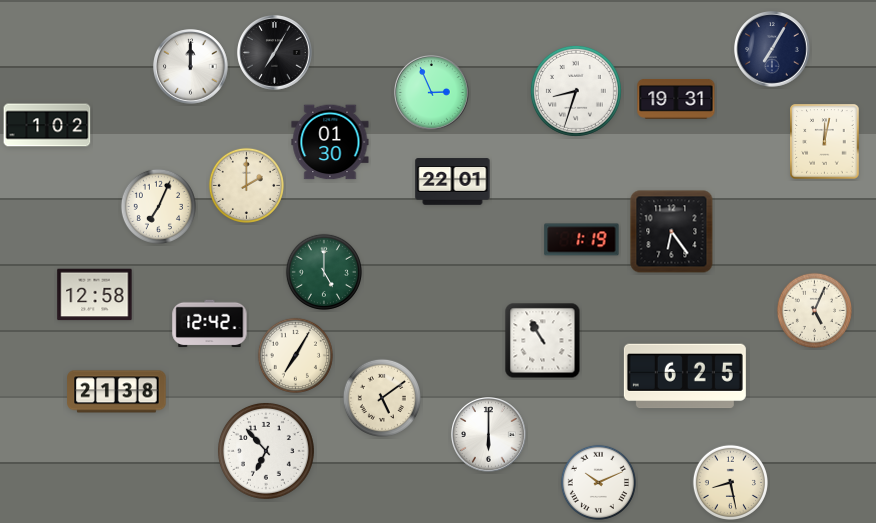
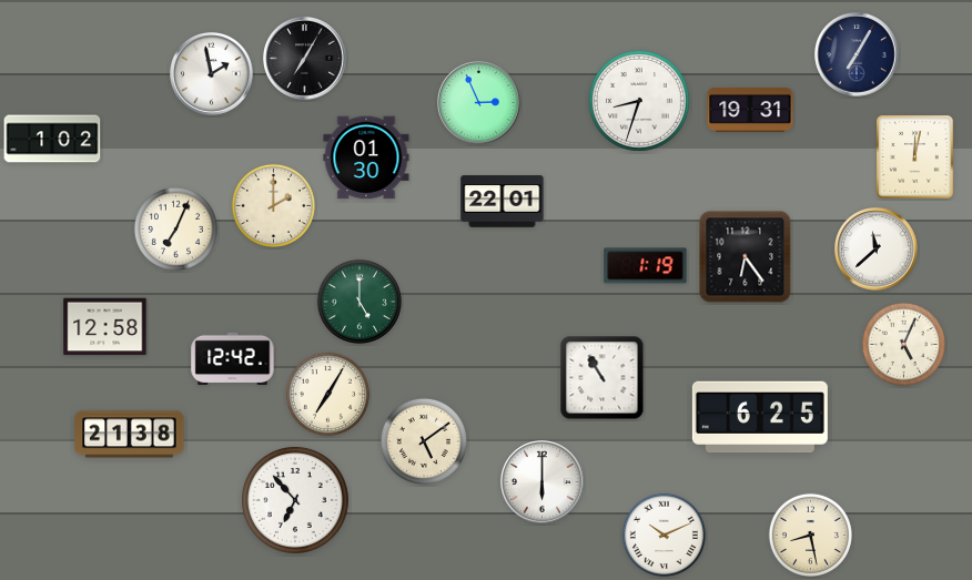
clock at (191, 67): 12:00 -> 1:58
clock at (877, 250): none -> 11:38
